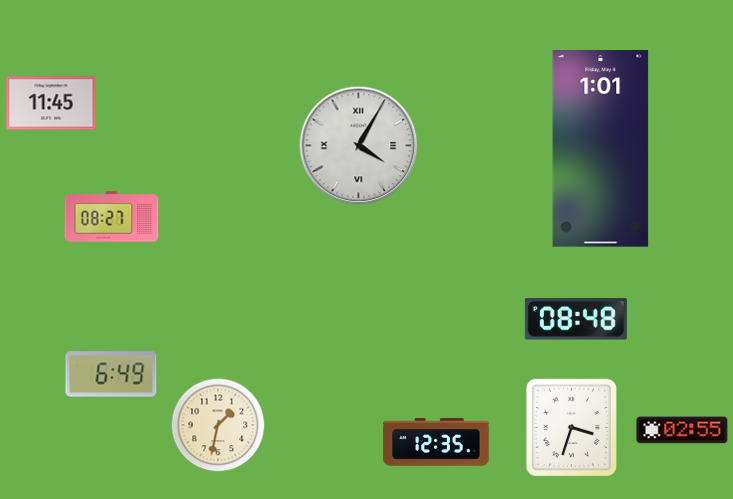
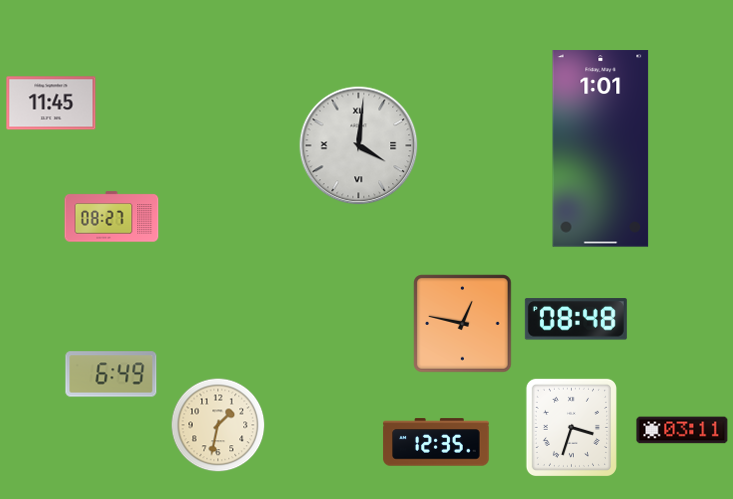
clock at (359, 146): 4:05 -> 4:01
clock at (463, 324): none -> 12:47
clock at (682, 430): 02:55 -> 03:11
